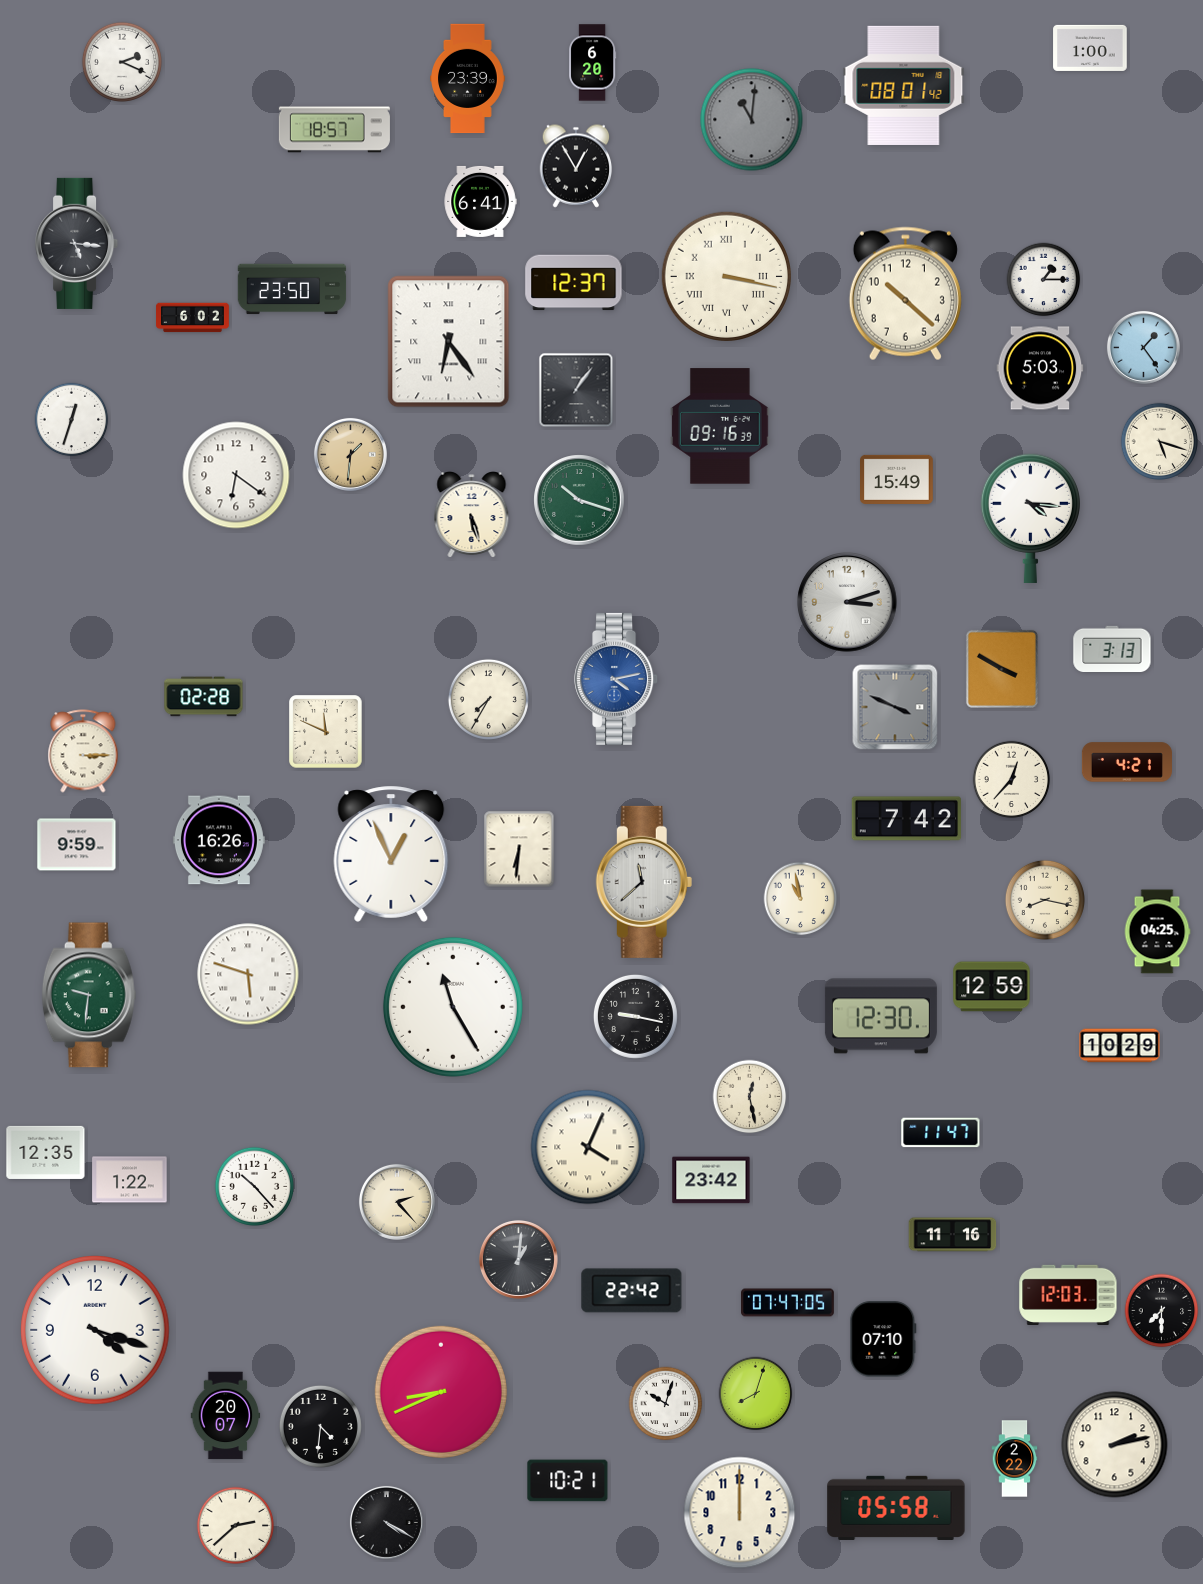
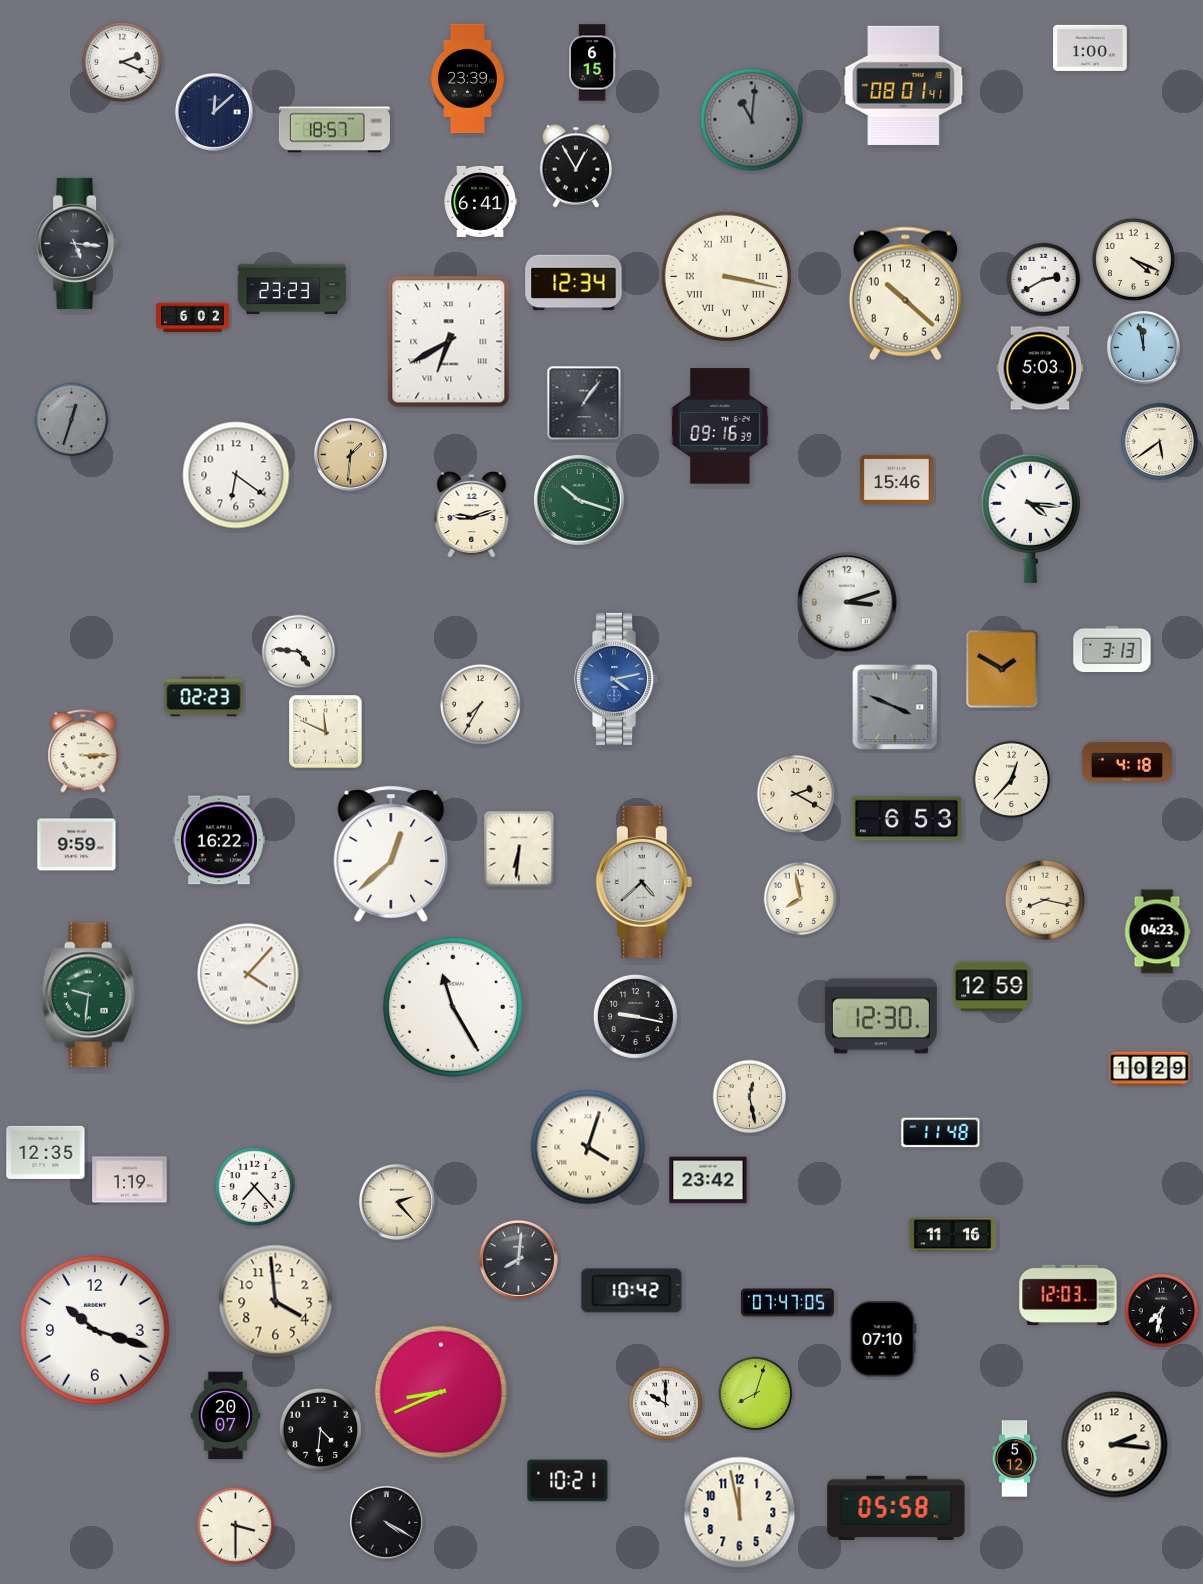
clock at (593, 63): 6:20 -> 6:15
clock at (904, 85): 08:01:42 -> 08:01:41
clock at (214, 112): none -> 12:08
clock at (1133, 259): none -> 4:19
clock at (1044, 280): 1:15 -> 2:40
clock at (574, 283): 12:37 -> 12:34
clock at (292, 289): 23:50 -> 23:23
clock at (449, 342): 6:24 -> 6:40
clock at (1143, 347): 1:24 -> 11:58
clock at (576, 390) position: (576, 390) -> (584, 403)
clock at (72, 420) dial: white -> grey
clock at (1160, 442): 5:18 -> 5:39
clock at (897, 479): 15:49 -> 15:46
clock at (472, 515): 5:27 -> 9:12
clock at (299, 652): none -> 4:46
clock at (1002, 669): 3:50 -> 1:50
clock at (204, 697): 02:28 -> 02:23
clock at (488, 699) position: (488, 699) -> (480, 704)
clock at (1127, 762): 4:21 -> 4:18
clock at (795, 793): none -> 2:20
clock at (906, 819): 7:42 -> 6:53
clock at (219, 840): 16:26 -> 16:22
clock at (391, 854): 12:56 -> 12:38
clock at (644, 882): 11:38 -> 4:38
clock at (801, 899): 10:58 -> 7:58
clock at (1157, 932): 04:25 -> 04:23
clock at (248, 974): 5:48 -> 4:07
clock at (1120, 1046) position: (1120, 1046) -> (1150, 1069)
clock at (941, 1133): 11:47 -> 11:48
clock at (588, 1147): 4:04 -> 4:03
clock at (130, 1180): 1:22 -> 1:19
clock at (711, 1180) position: (711, 1180) -> (708, 1180)
clock at (254, 1186): 10:23 -> 7:23
clock at (518, 1259): 1:01 -> 8:01
clock at (632, 1291): 22:42 -> 10:42
clock at (276, 1302): none -> 3:59
clock at (1162, 1311): 7:30 -> 7:32
clock at (95, 1330): 4:18 -> 10:18
clock at (666, 1404): 10:03 -> 10:00
clock at (320, 1426) position: (320, 1426) -> (320, 1429)
clock at (1115, 1445): 2:13 -> 2:16
clock at (1015, 1459): 2:22 -> 5:12
clock at (740, 1513): 12:00 -> 11:58
clock at (236, 1526): 2:38 -> 3:30
